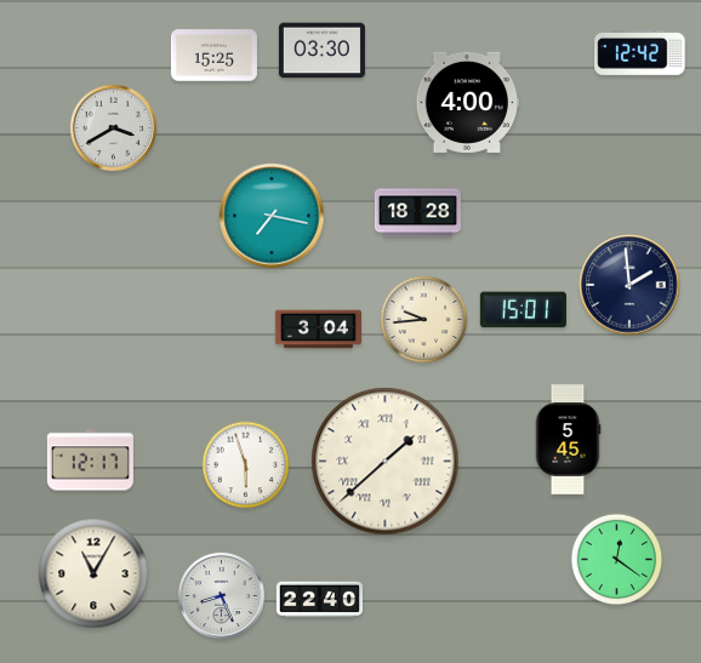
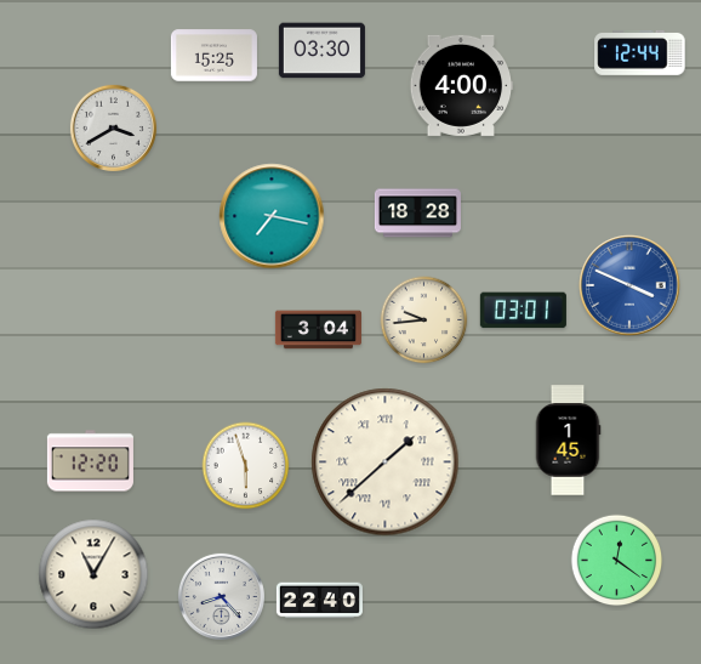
clock at (640, 52): 12:42 -> 12:44
clock at (468, 102) position: (468, 102) -> (462, 85)
clock at (629, 285): 1:59 -> 3:49
clock at (629, 285) dial: navy -> blue
clock at (523, 310): 15:01 -> 03:01
clock at (568, 440): 5:45 -> 1:45
clock at (90, 461): 12:17 -> 12:20
clock at (221, 595): 8:26 -> 8:23
